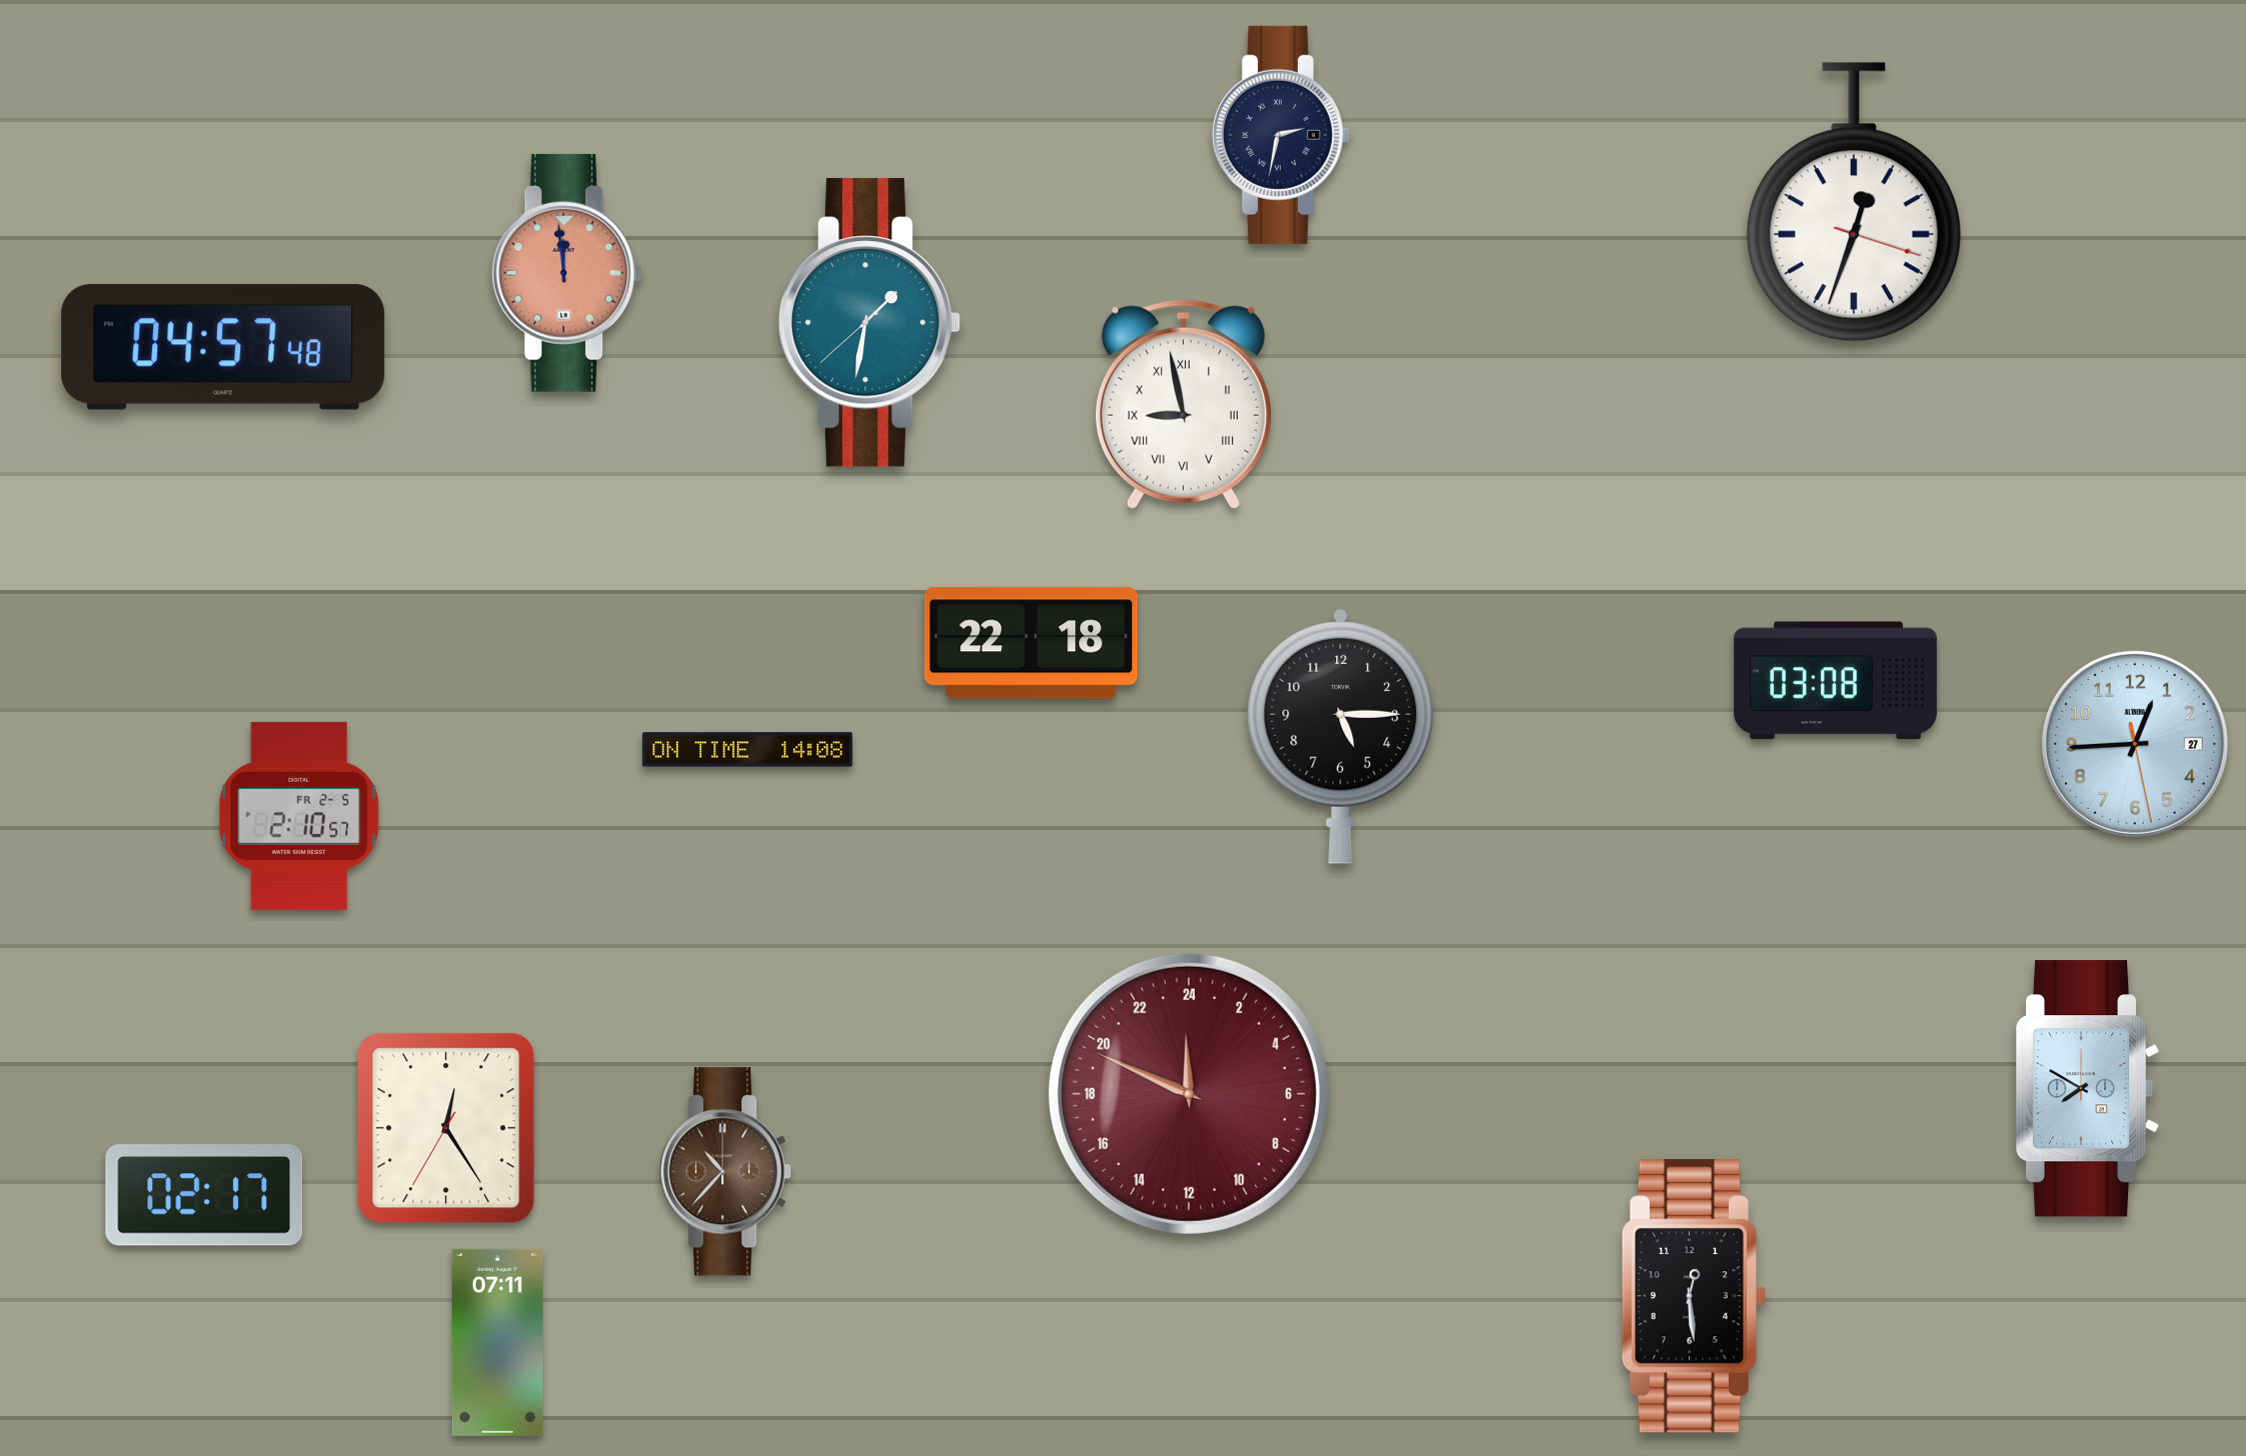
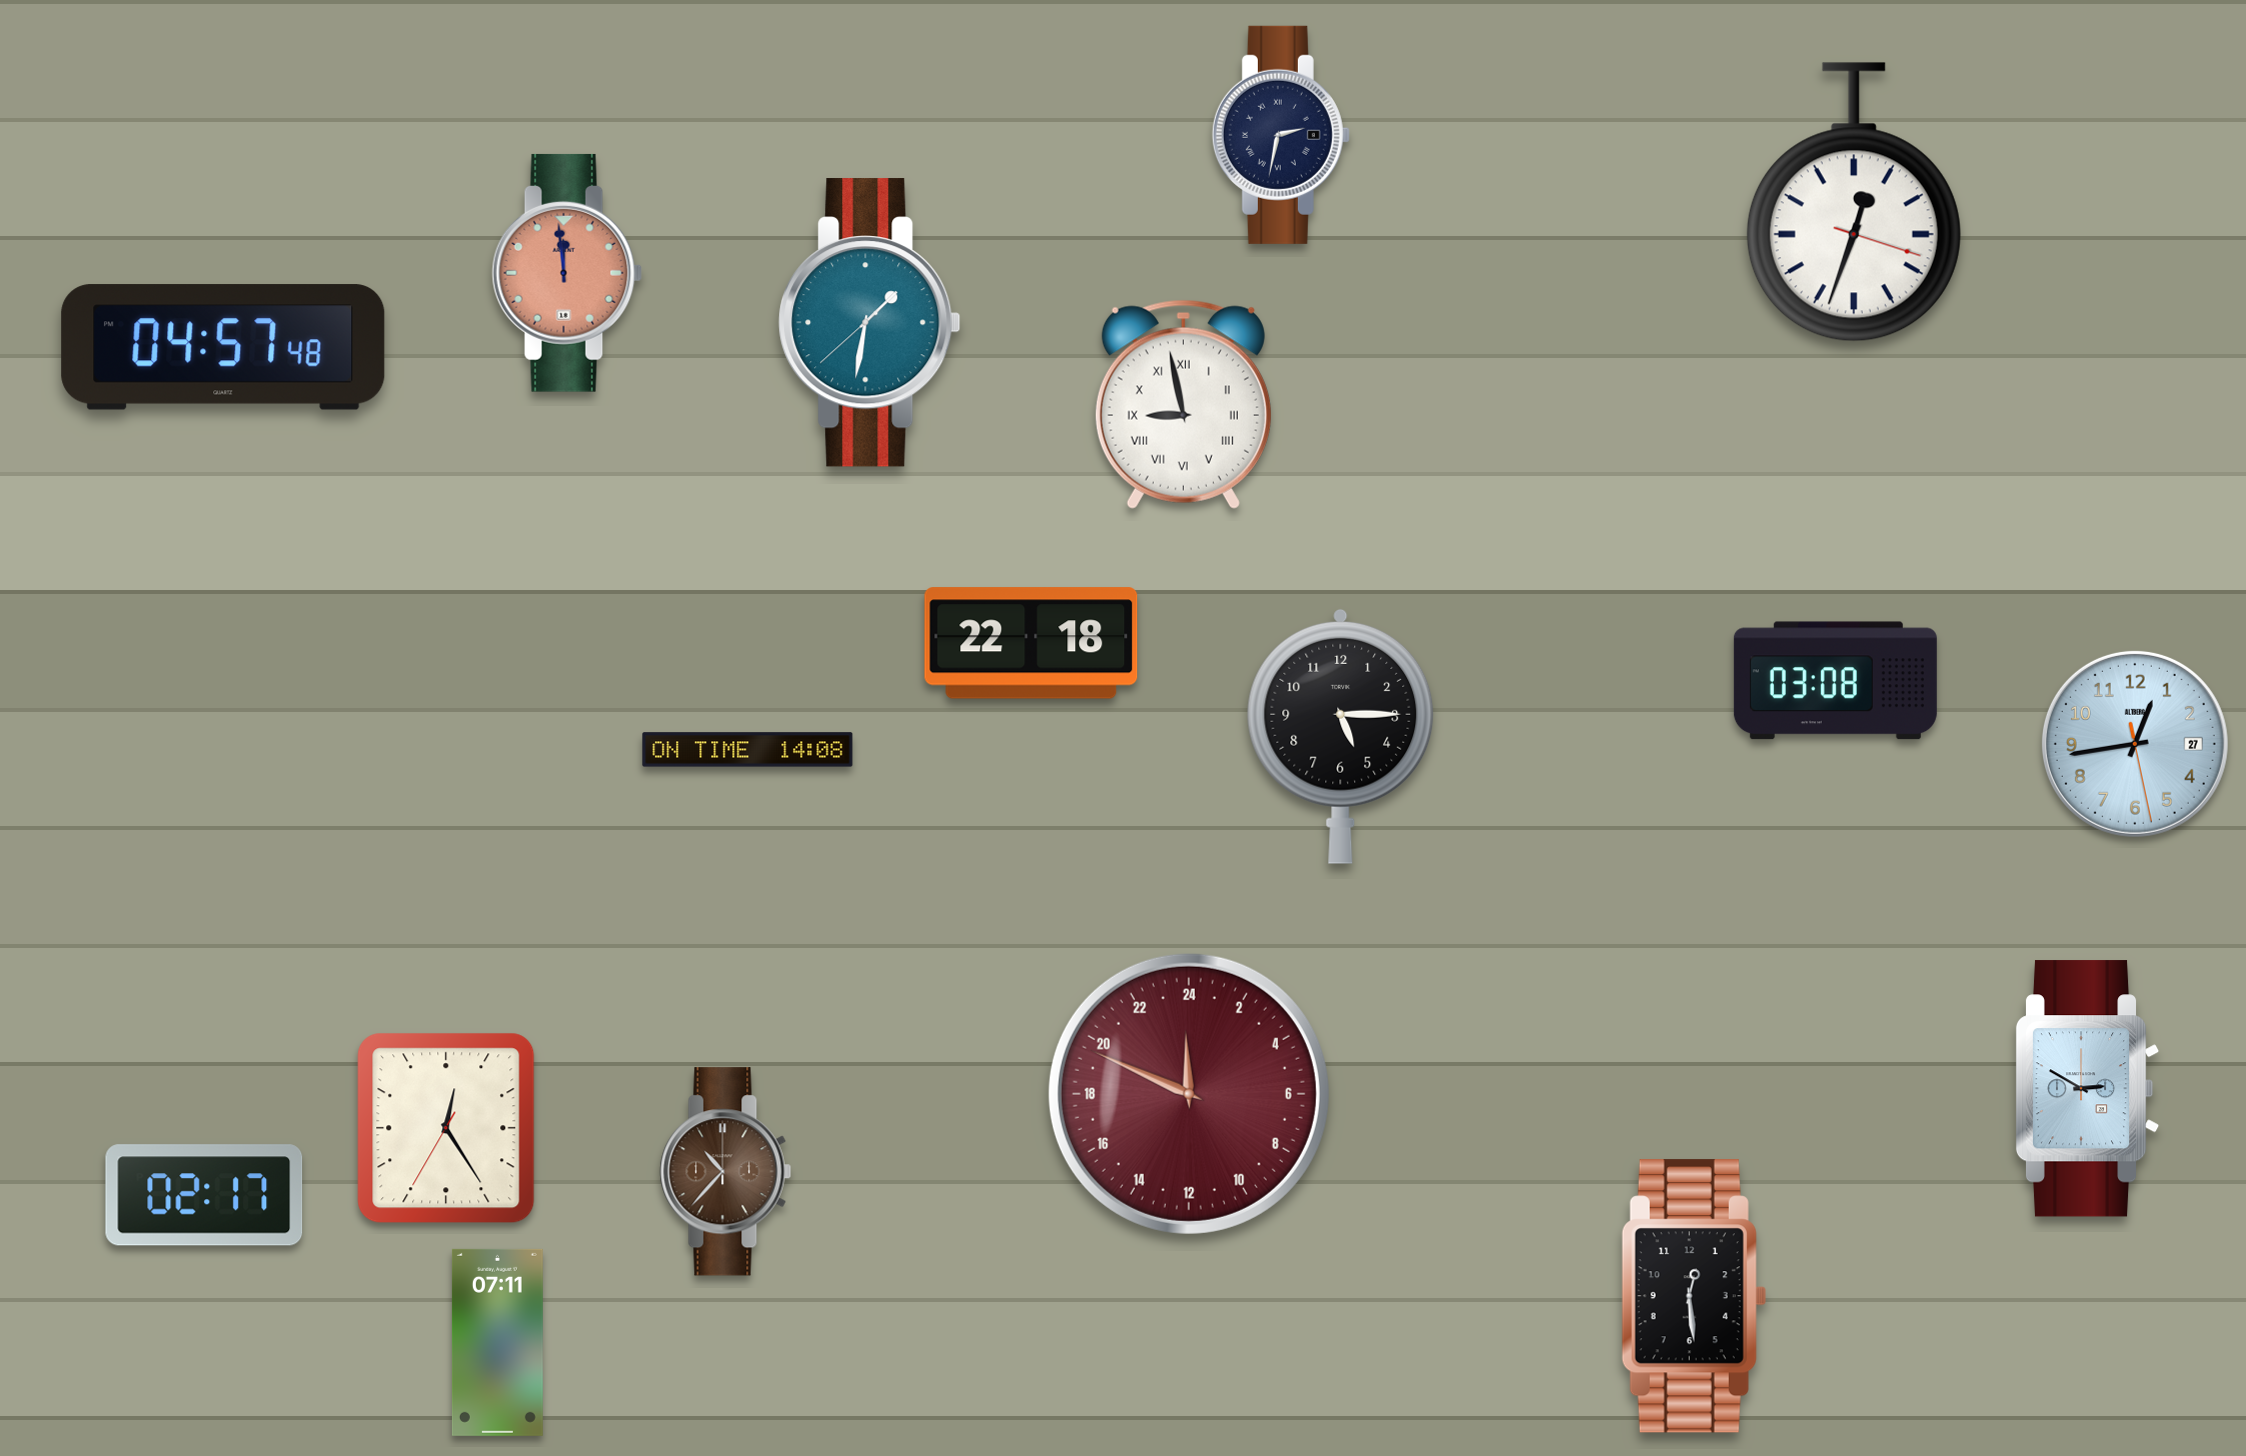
clock at (2135, 744): 12:44 -> 12:43
clock at (299, 816): 2:10 -> none
clock at (2088, 1089): 7:50 -> 2:50
